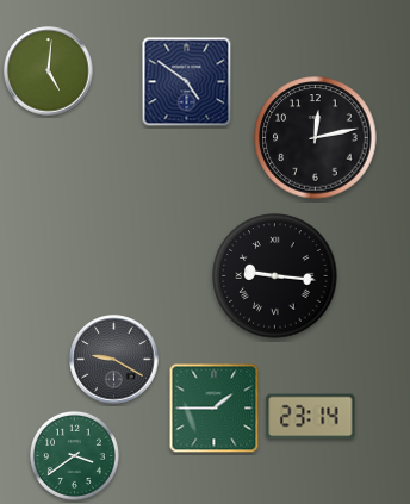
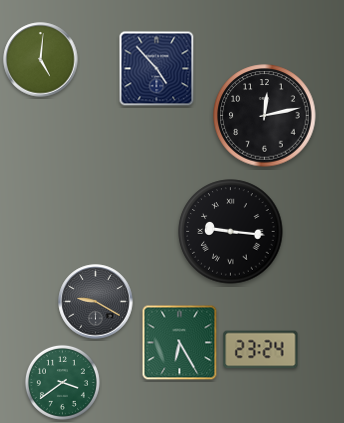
clock at (187, 82): 4:51 -> 4:53
clock at (215, 409): 1:45 -> 6:25
clock at (311, 417): 23:14 -> 23:24
